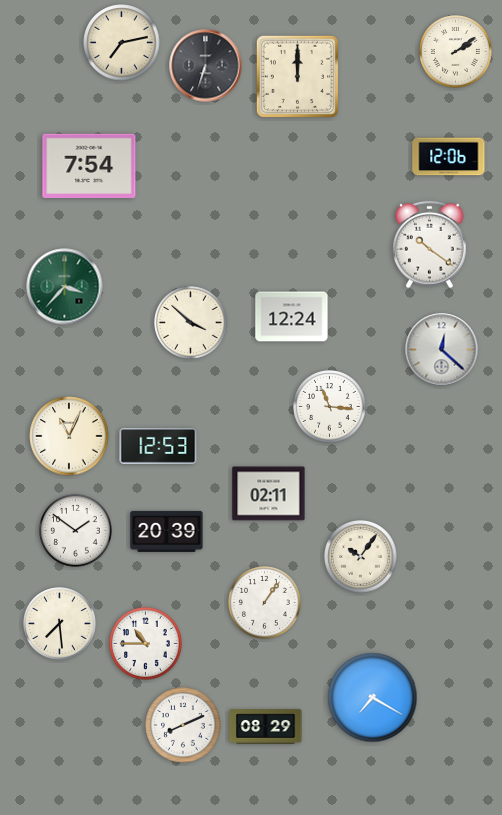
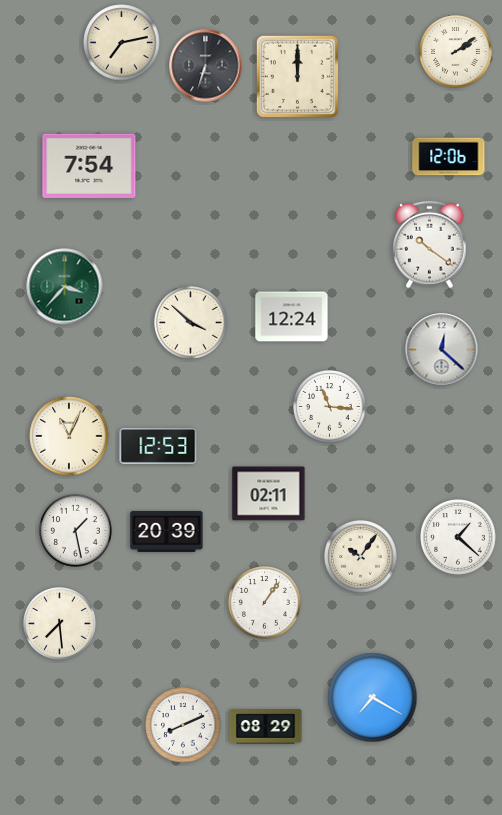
clock at (76, 531): 1:51 -> 1:28
clock at (458, 537): none -> 1:22
clock at (146, 644): 10:45 -> none
